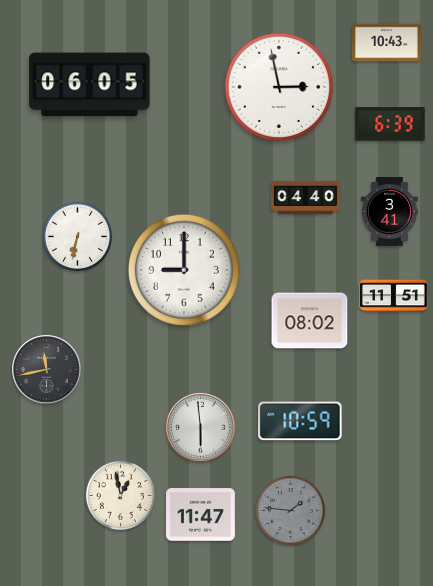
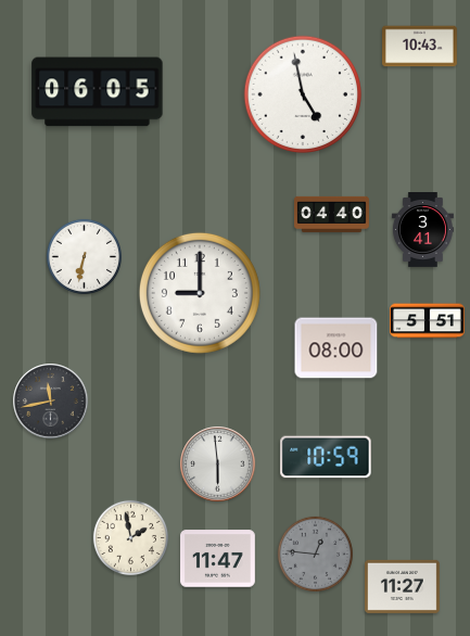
clock at (279, 87): 2:58 -> 4:58
clock at (390, 124): 6:39 -> none
clock at (394, 296): 11:51 -> 5:51
clock at (310, 321): 08:02 -> 08:00
clock at (120, 495): 12:58 -> 1:58
clock at (290, 510): 1:46 -> 12:46
clock at (403, 586): none -> 11:27
